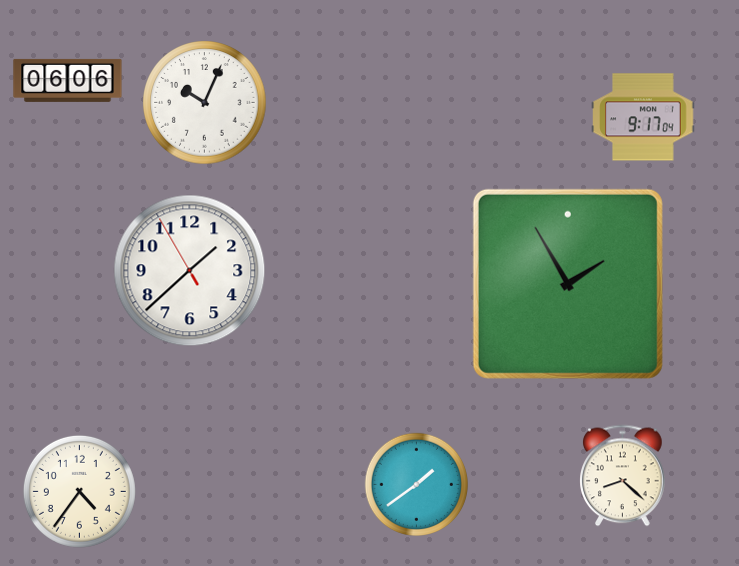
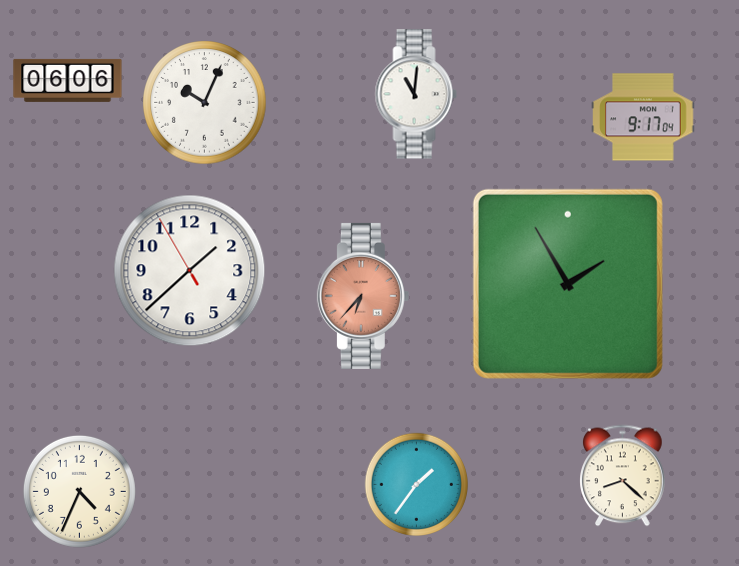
clock at (416, 94): none -> 11:01
clock at (363, 296): none -> 6:37
clock at (416, 484): 1:39 -> 1:36
clock at (79, 491): 4:36 -> 4:34
